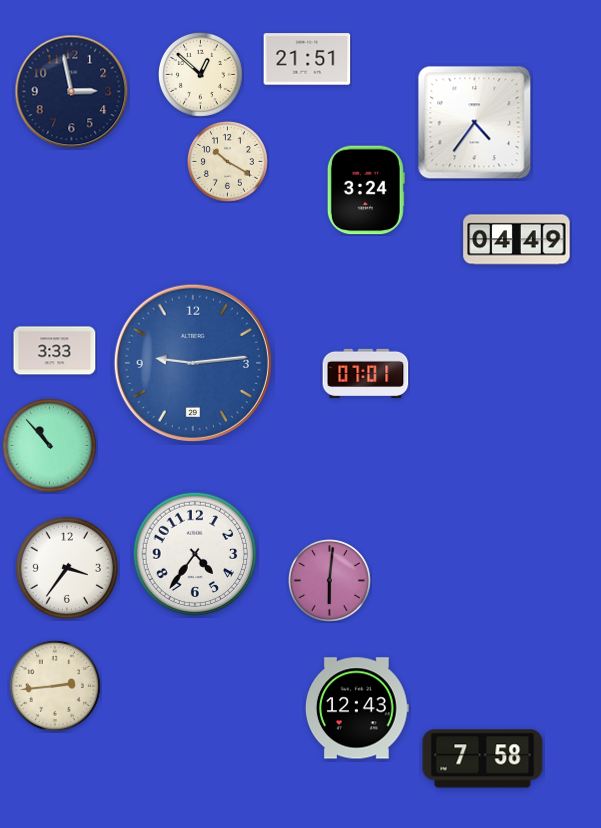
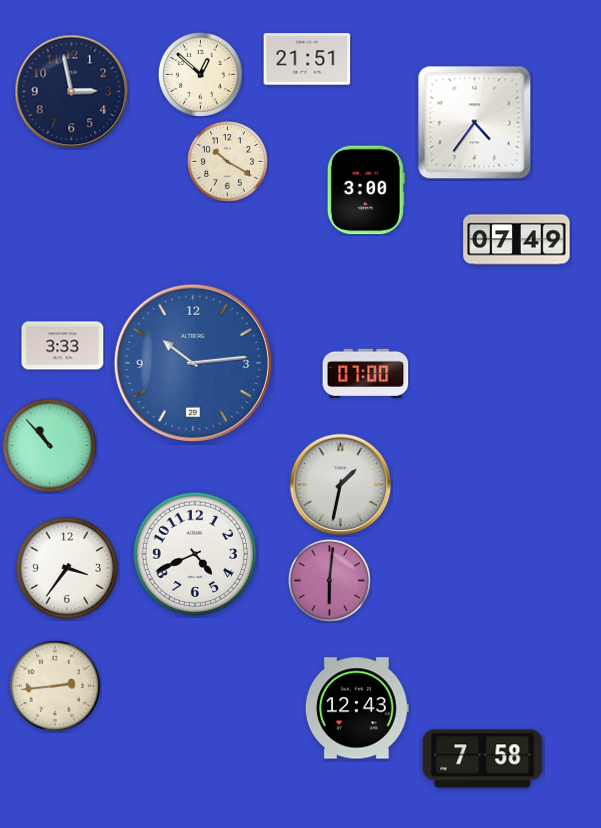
clock at (366, 190): 3:24 -> 3:00
clock at (517, 240): 04:49 -> 07:49
clock at (55, 351) position: (55, 351) -> (63, 346)
clock at (193, 363): 9:14 -> 10:14
clock at (366, 373): 07:01 -> 07:00
clock at (341, 485): none -> 1:32
clock at (195, 554): 4:36 -> 4:41
